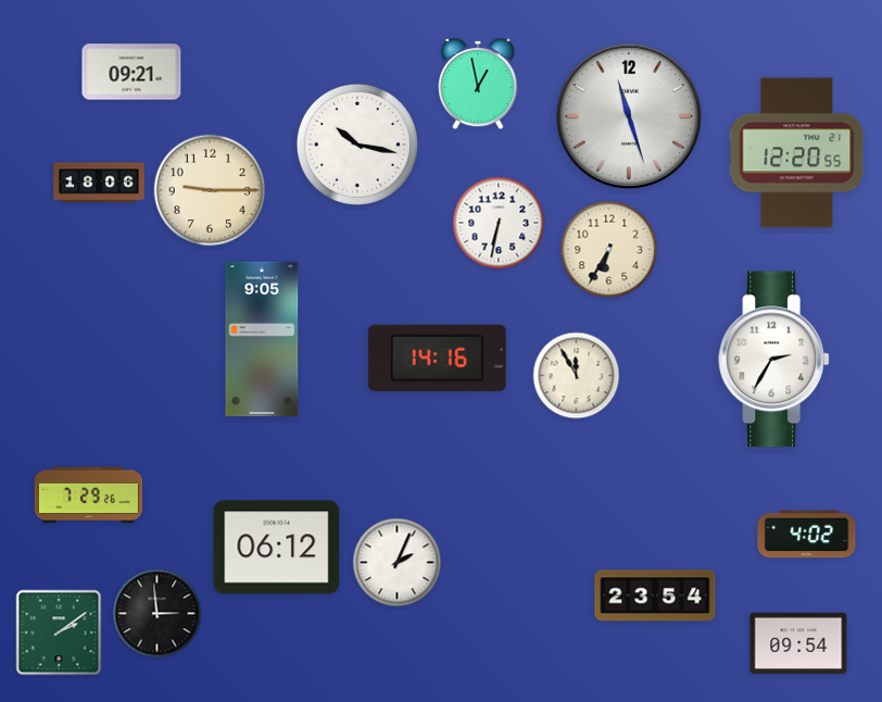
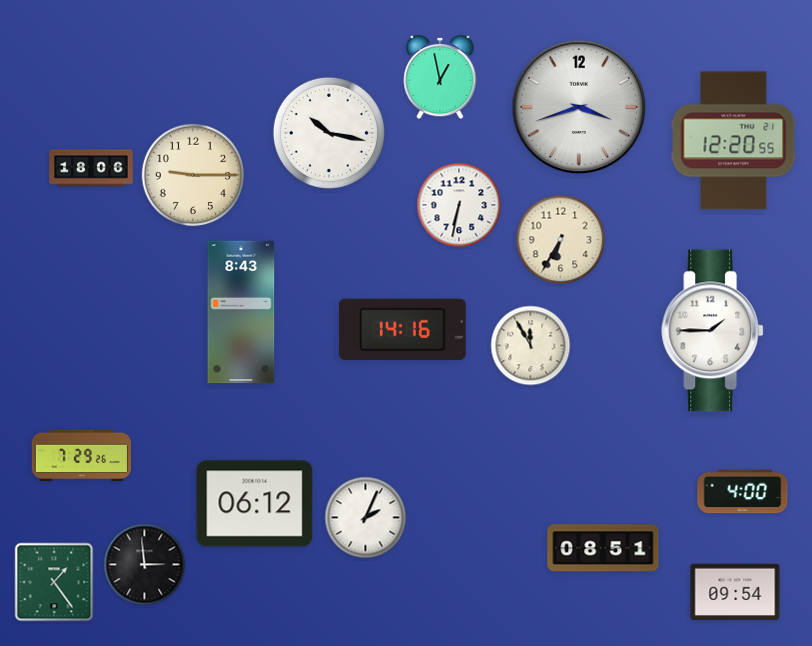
clock at (131, 72): 09:21 -> none
clock at (629, 116): 11:27 -> 3:42
clock at (609, 250) position: (609, 250) -> (561, 240)
clock at (262, 339): 9:05 -> 8:43
clock at (773, 360): 2:35 -> 1:45
clock at (807, 535): 4:02 -> 4:00
clock at (655, 596): 23:54 -> 08:51
clock at (59, 632): 2:09 -> 1:24
